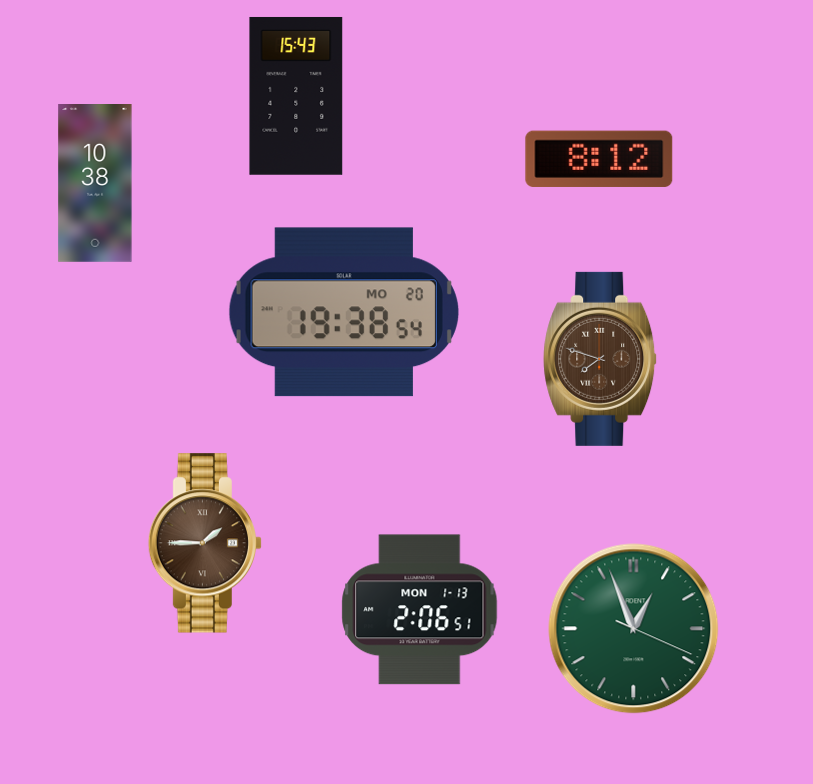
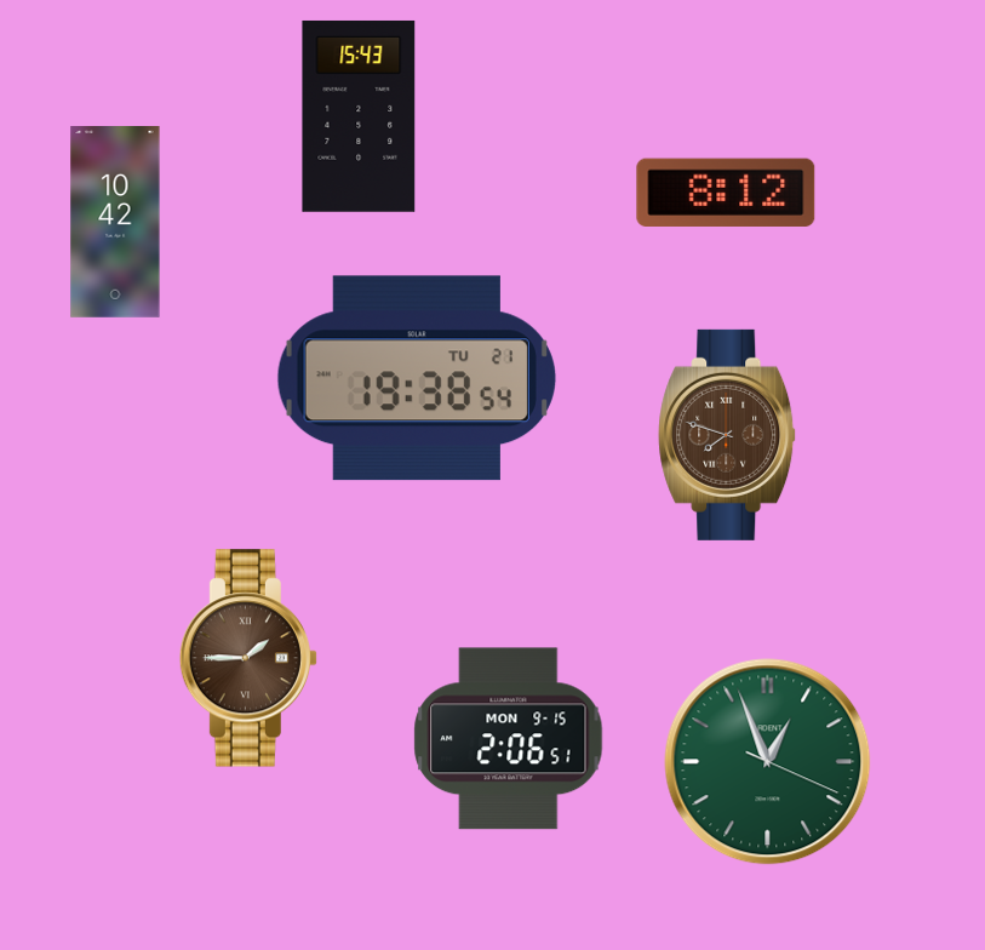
clock at (95, 184): 10:38 -> 10:42
clock at (344, 312) date: MO 20 -> TU 21
clock at (420, 610) date: MON 1-13 -> MON 9-15
